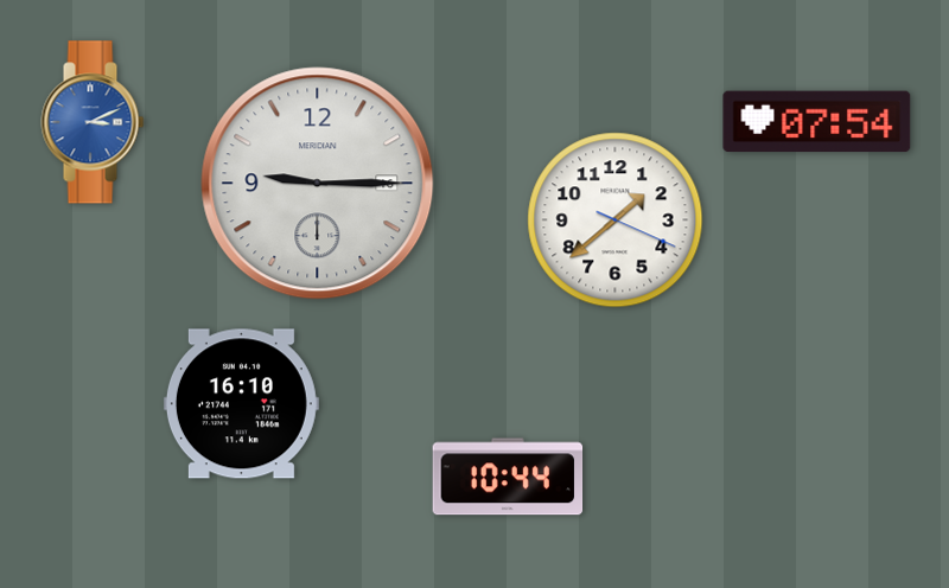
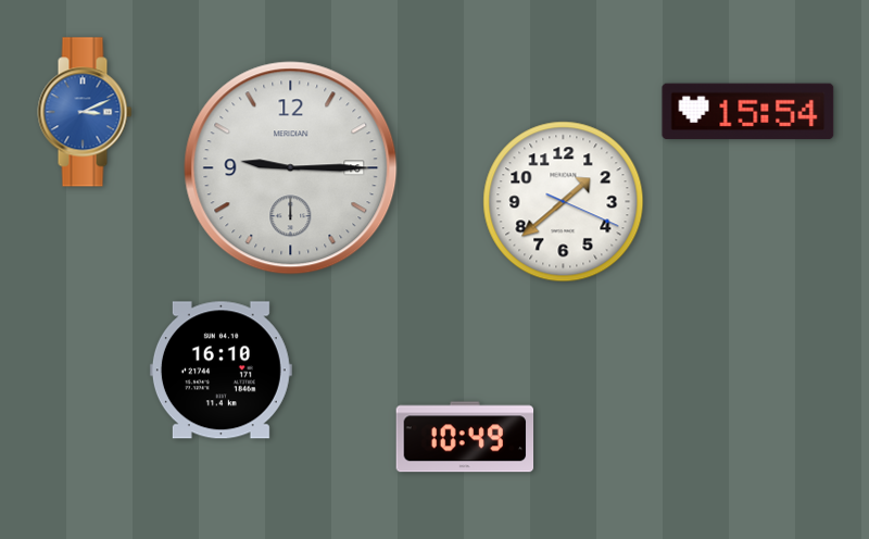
clock at (817, 122): 07:54 -> 15:54
clock at (508, 477): 10:44 -> 10:49
